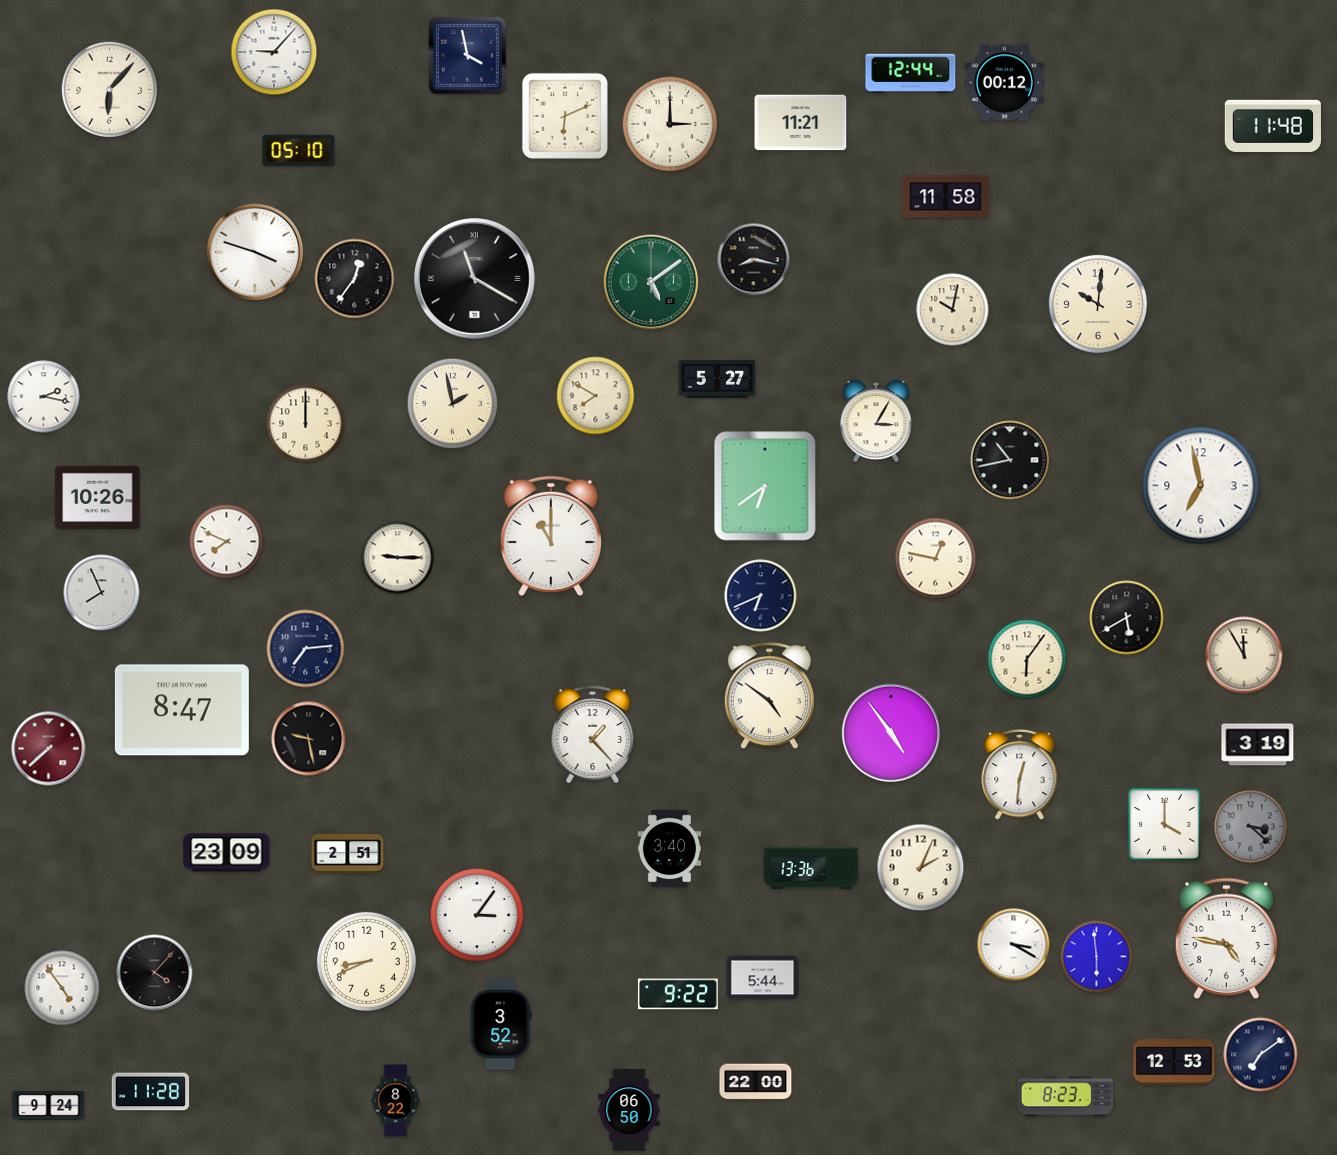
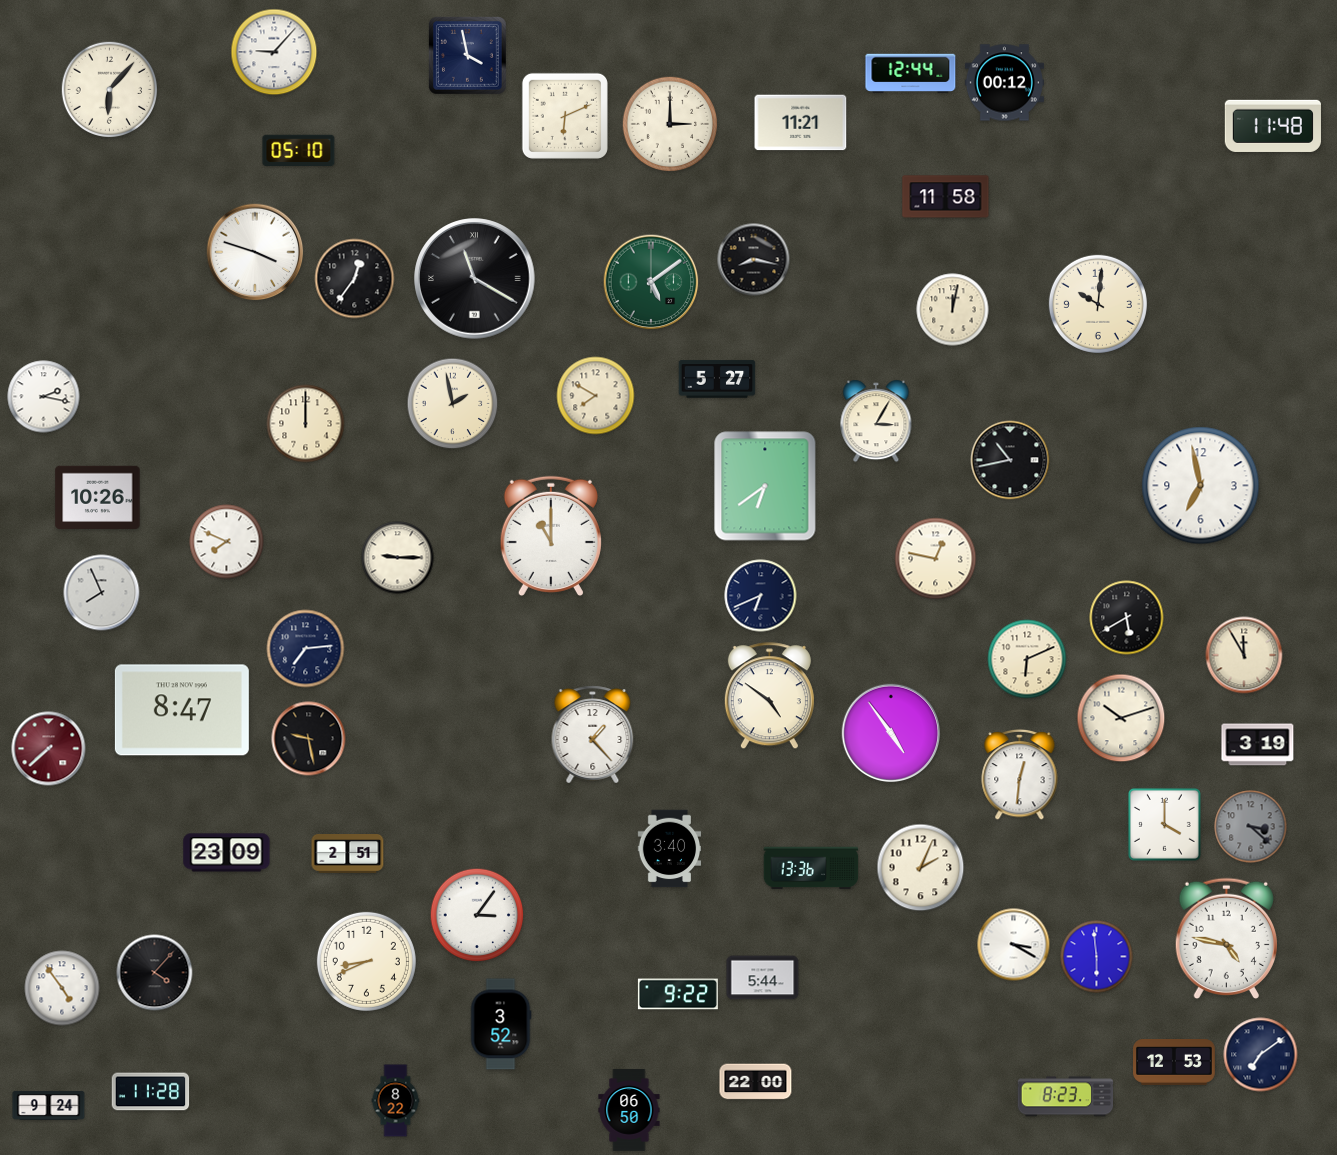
clock at (953, 310): 10:02 -> 12:02
clock at (1027, 659): 6:06 -> 6:11
clock at (1121, 718): none -> 10:12
